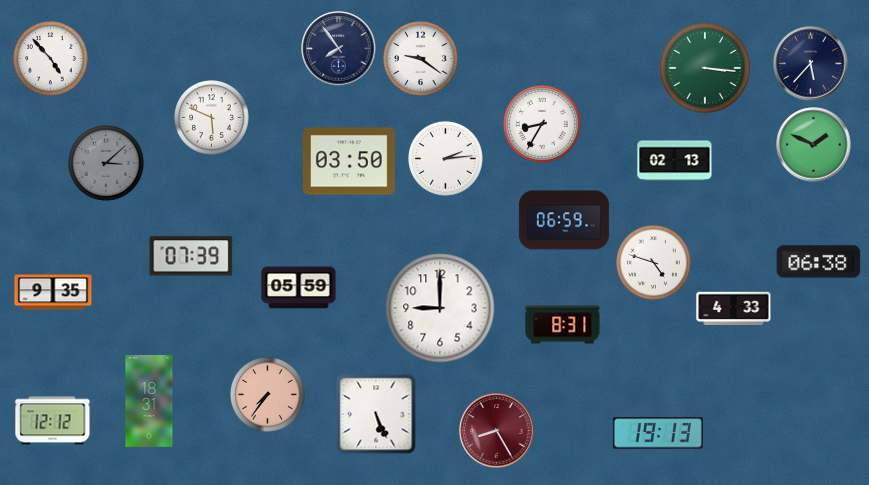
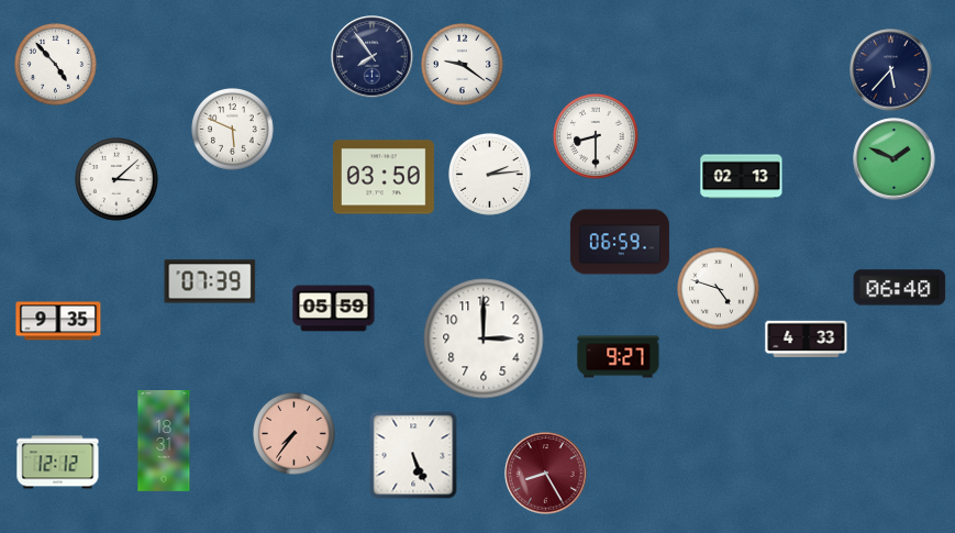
clock at (339, 49) position: (339, 49) -> (373, 57)
clock at (705, 68): 3:16 -> none
clock at (543, 125): 8:35 -> 8:30
clock at (107, 164) dial: grey -> white
clock at (819, 262): 06:38 -> 06:40
clock at (299, 288) position: (299, 288) -> (334, 309)
clock at (440, 308): 9:00 -> 3:00
clock at (563, 325): 8:31 -> 9:27
clock at (658, 433): 19:13 -> none
